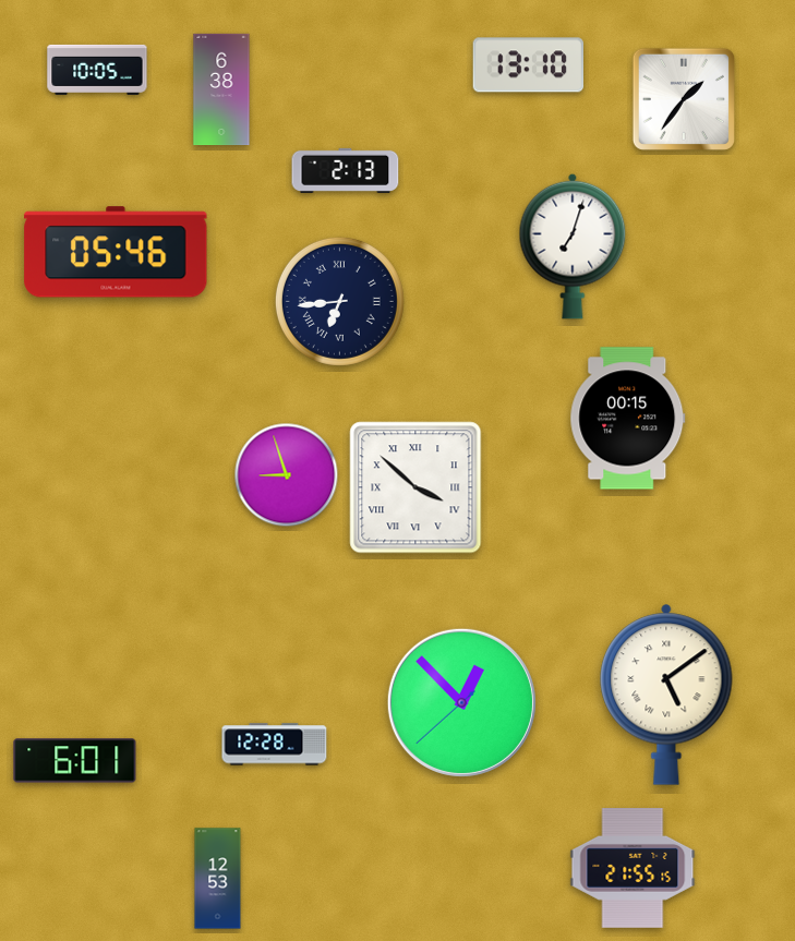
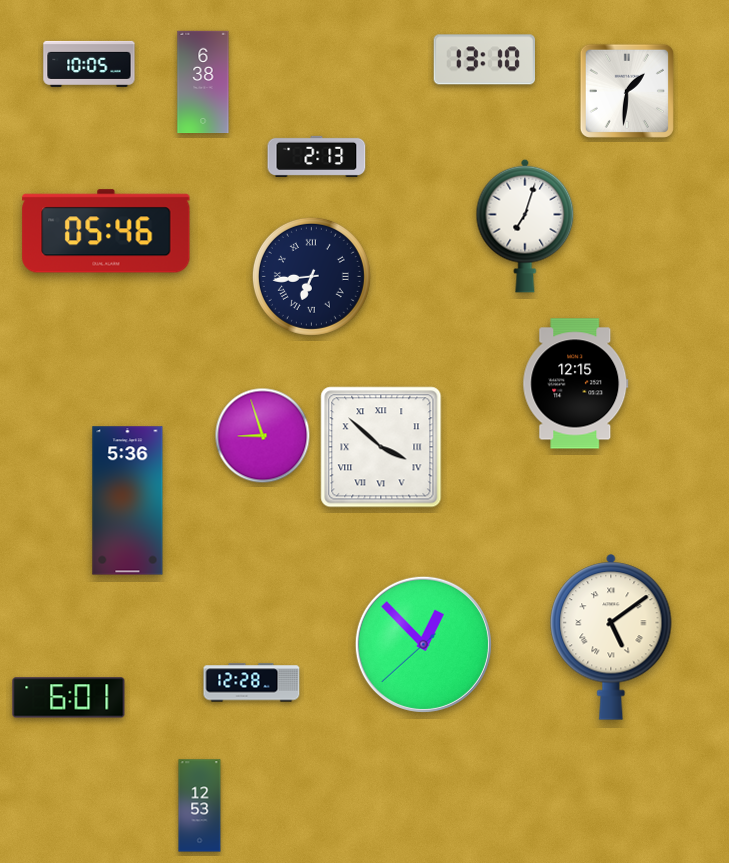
clock at (684, 99): 1:36 -> 1:31
clock at (628, 419): 00:15 -> 12:15
clock at (128, 501): none -> 5:36
clock at (633, 869): 21:55 -> none
